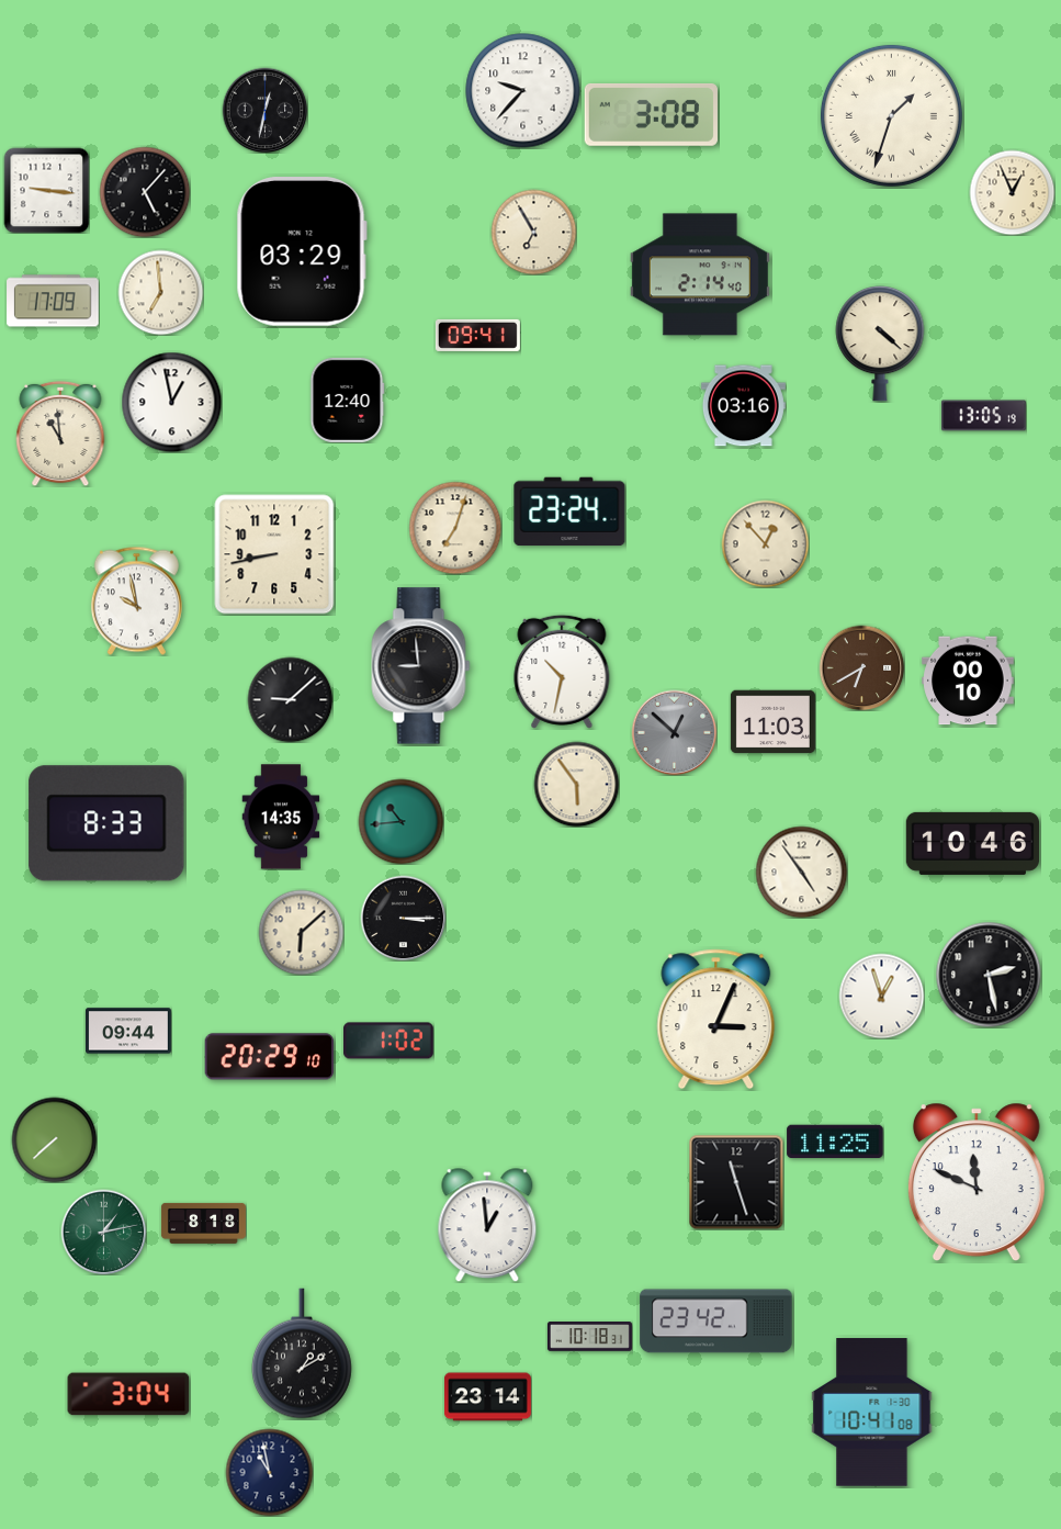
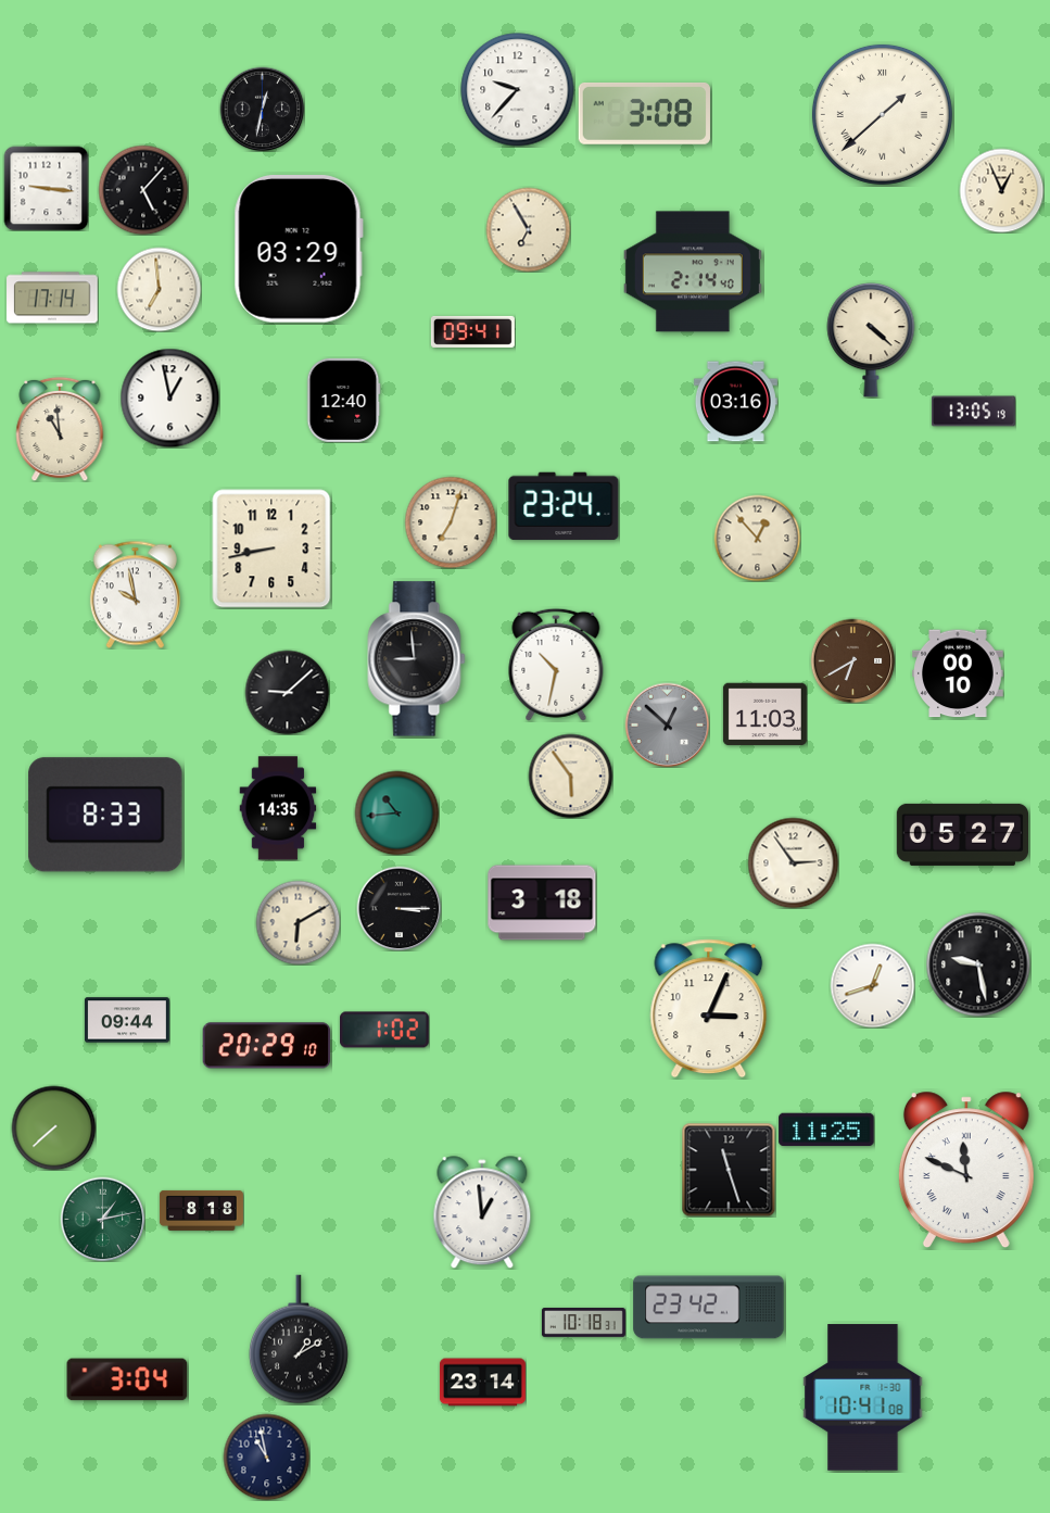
clock at (891, 115): 1:33 -> 1:38
clock at (53, 301): 17:09 -> 17:14
clock at (348, 400) position: (348, 400) -> (344, 400)
clock at (972, 843): 10:46 -> 05:27
clock at (801, 872): 4:54 -> 2:54
clock at (542, 903): none -> 3:18
clock at (301, 932): 6:08 -> 6:10
clock at (989, 975): 2:28 -> 9:28
clock at (881, 996): 12:57 -> 12:42
clock at (977, 1181) numerals: Arabic -> Roman
